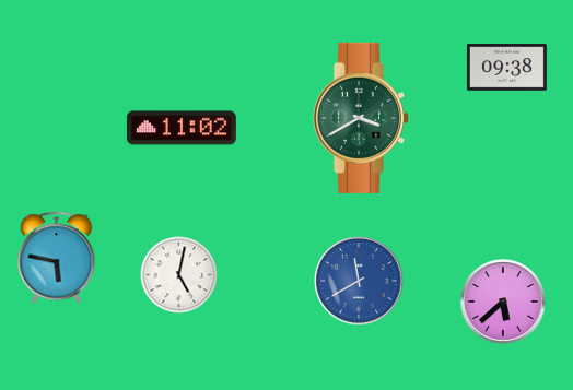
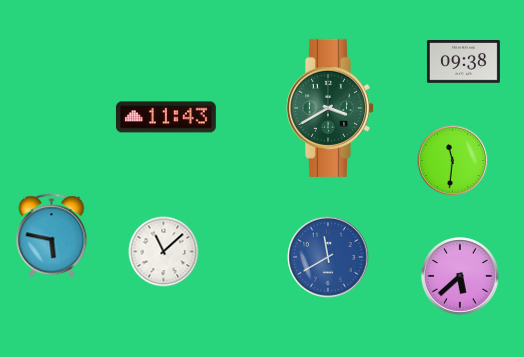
clock at (182, 128): 11:02 -> 11:43
clock at (453, 161): none -> 11:31
clock at (179, 275): 5:02 -> 11:08
